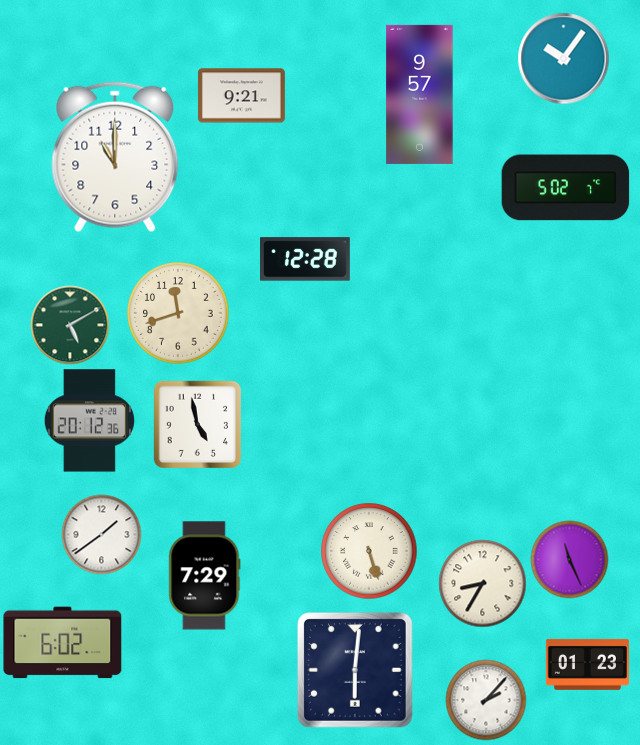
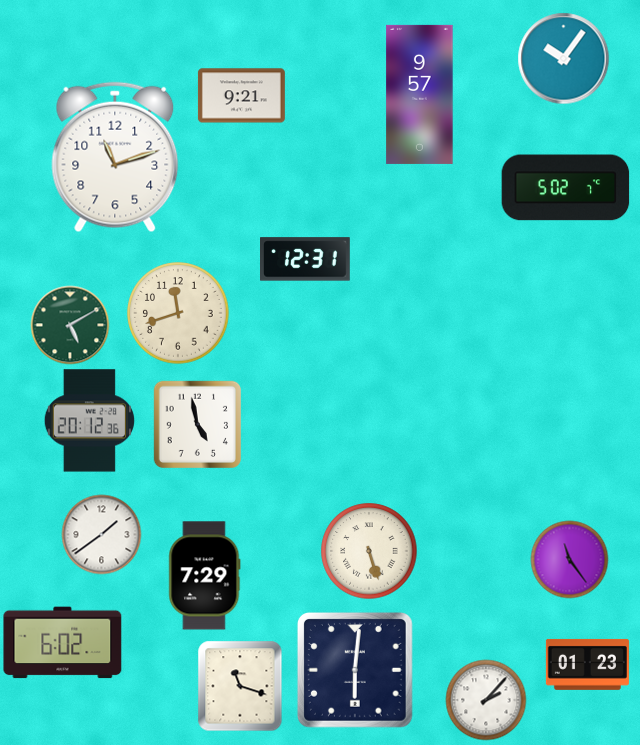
clock at (115, 157): 11:00 -> 11:12
clock at (306, 259): 12:28 -> 12:31
clock at (569, 559): 11:26 -> 11:24
clock at (482, 583): 8:35 -> none
clock at (240, 686): none -> 11:18
